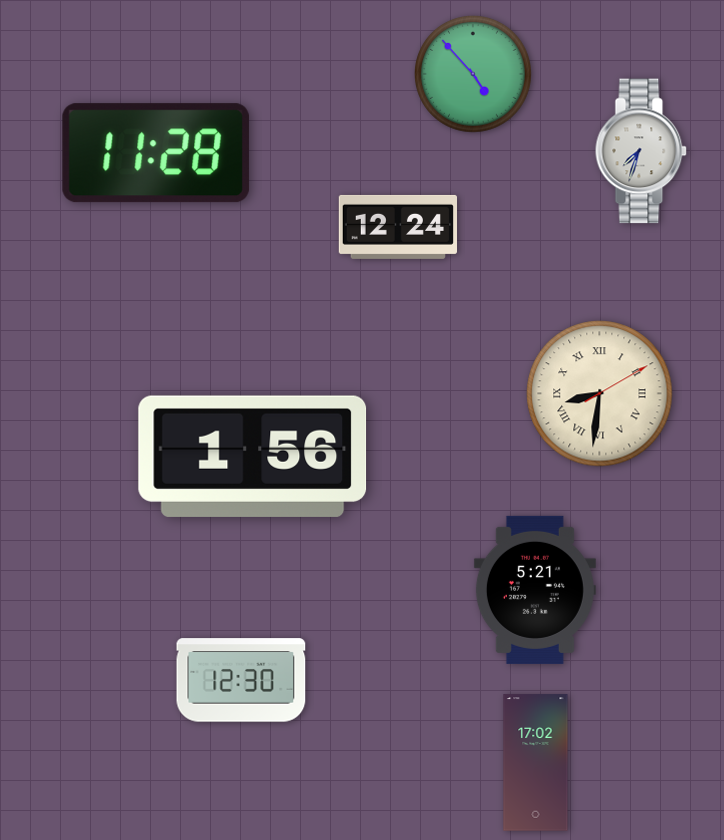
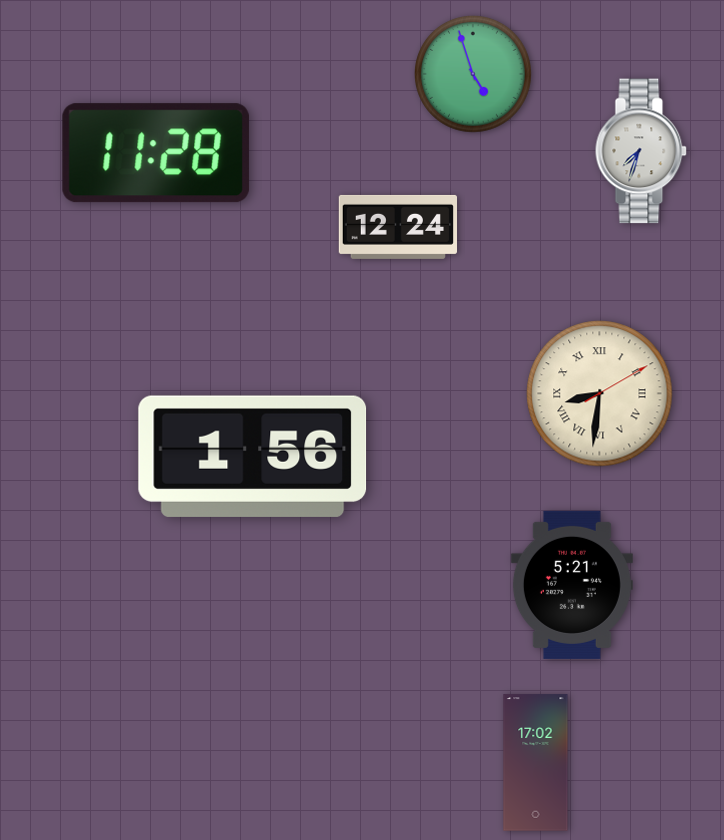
clock at (474, 75): 4:53 -> 4:57
clock at (535, 590) position: (535, 590) -> (572, 585)
clock at (241, 680): 12:30 -> none
